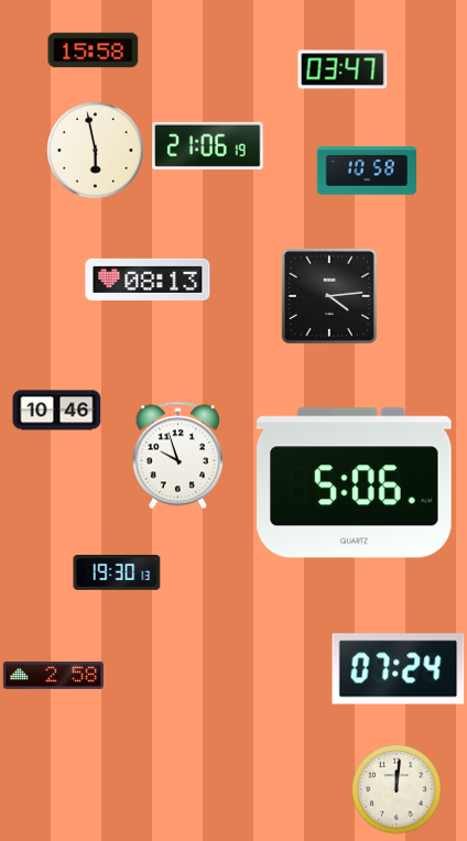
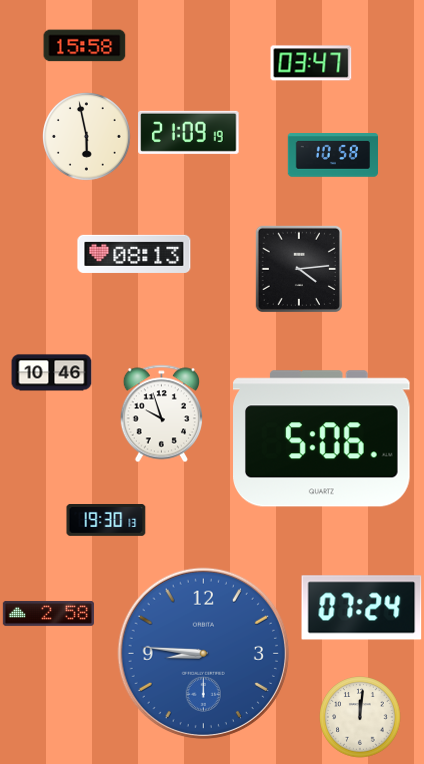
clock at (208, 145): 21:06 -> 21:09
clock at (203, 653): none -> 8:46
